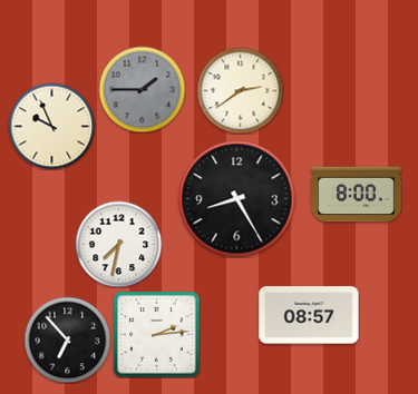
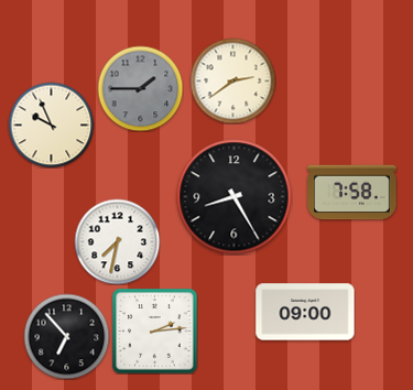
clock at (240, 90) position: (240, 90) -> (232, 80)
clock at (357, 195): 8:00 -> 7:58
clock at (309, 315): 08:57 -> 09:00
